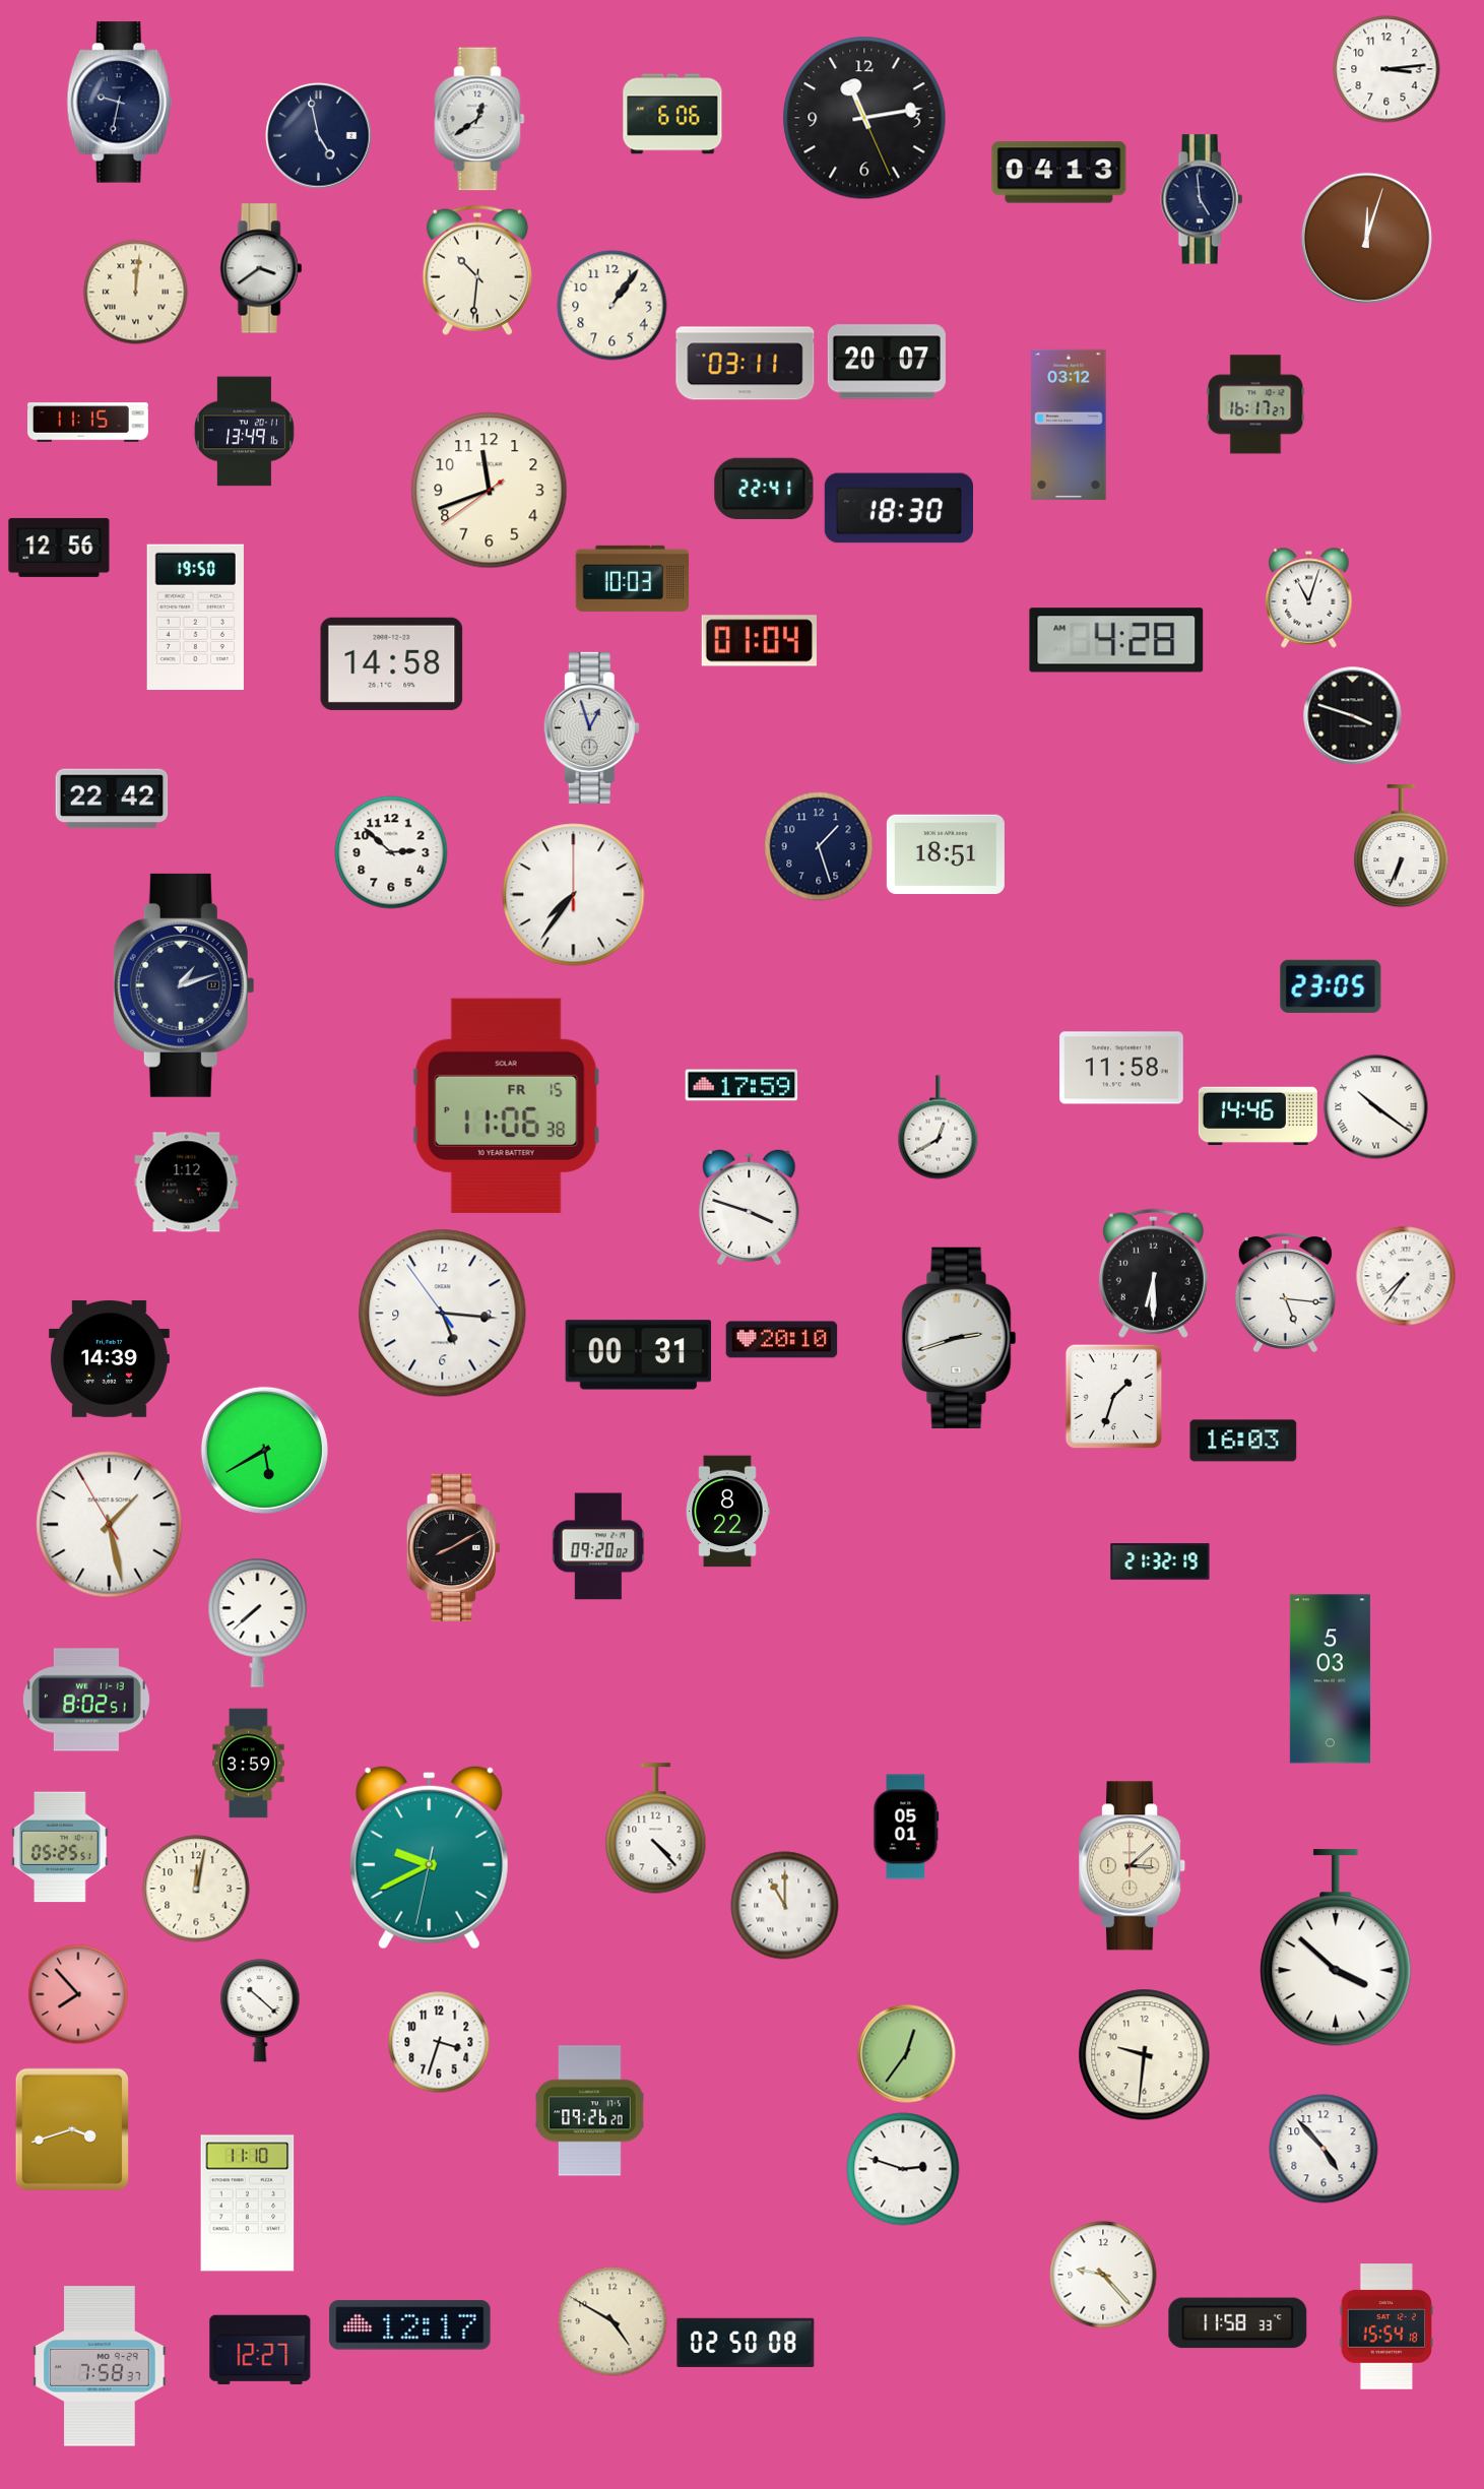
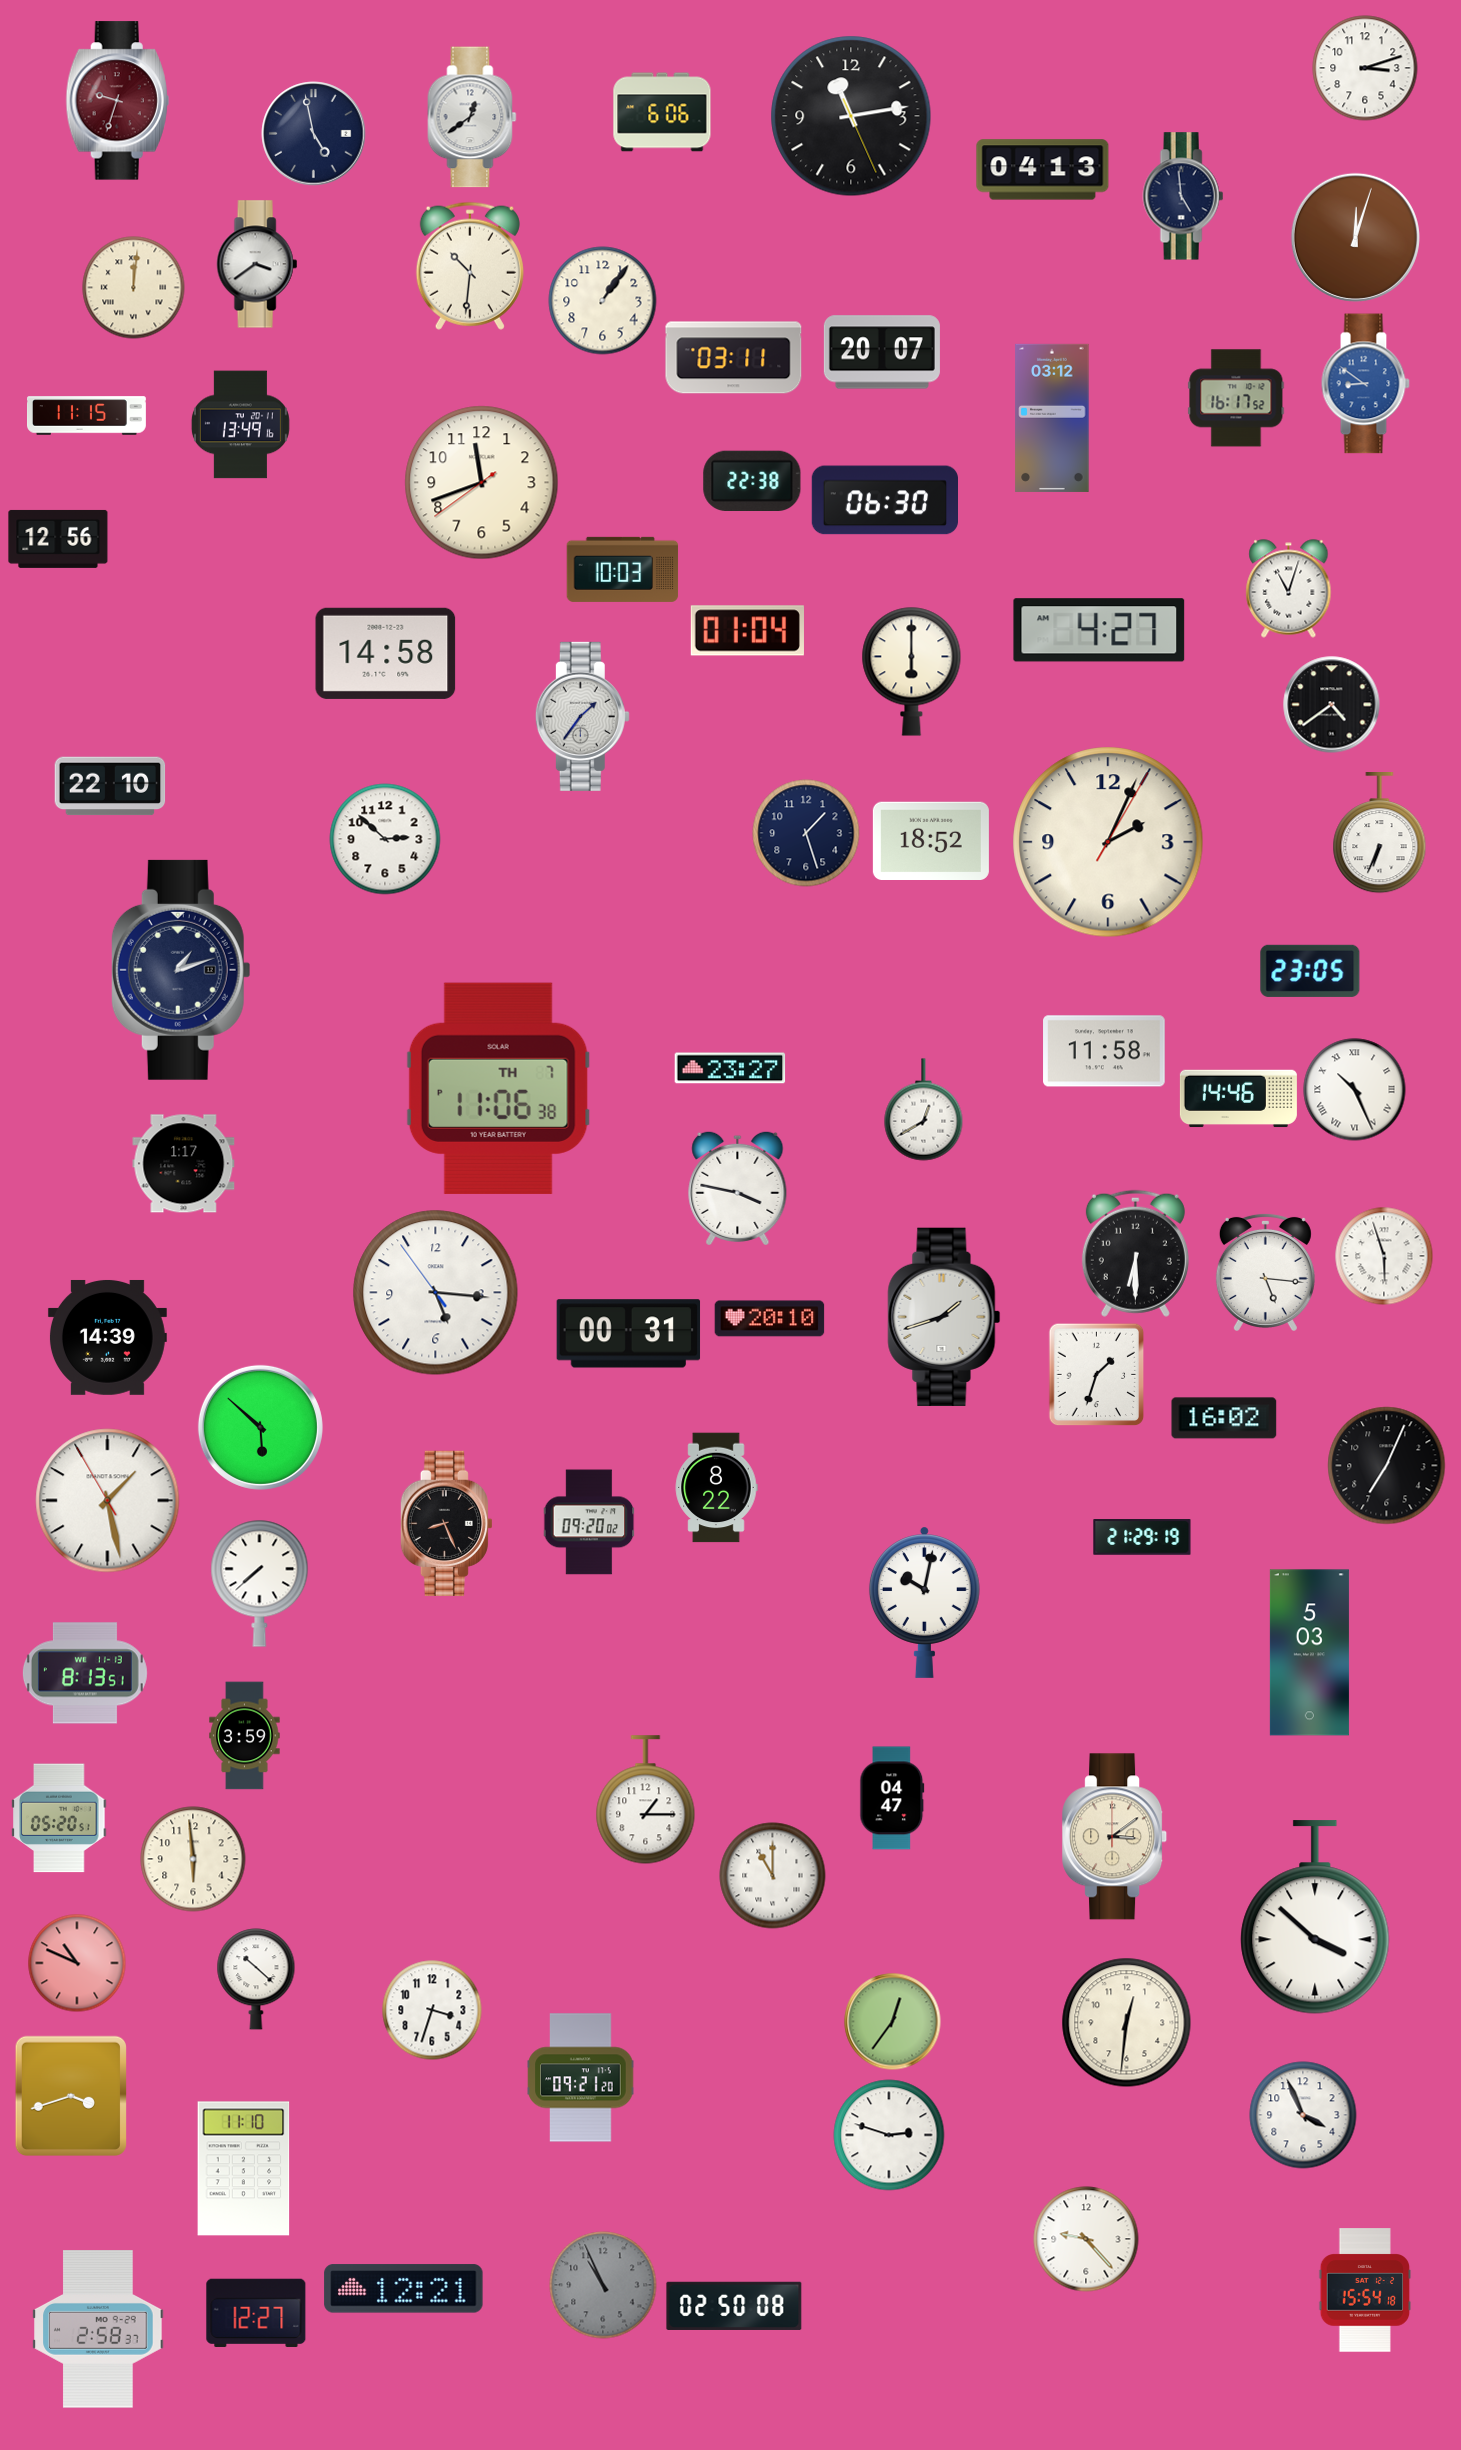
clock at (1386, 69): 3:14 -> 3:12
clock at (119, 103): 9:32 -> 9:33
clock at (119, 103) dial: navy -> burgundy
clock at (1366, 238) position: (1366, 238) -> (1355, 237)
clock at (887, 362) position: (887, 362) -> (882, 352)
clock at (1365, 384): none -> 8:51
clock at (1255, 404): 16:17:27 -> 16:17:52
clock at (764, 489): 22:41 -> 22:38
clock at (898, 508): 18:30 -> 06:30
clock at (195, 618): 19:50 -> none
clock at (1116, 640): 4:28 -> 4:27
clock at (912, 671): none -> 6:00
clock at (1353, 716): 3:48 -> 4:39
clock at (591, 727): 12:57 -> 1:36
clock at (112, 799): 22:42 -> 22:10
clock at (946, 853): 18:51 -> 18:52
clock at (1108, 842): none -> 2:04
clock at (574, 895): 7:36 -> none
clock at (741, 1085): 17:59 -> 23:27
clock at (506, 1105) date: FR 15 -> TH 7
clock at (1376, 1107): 10:21 -> 10:26
clock at (187, 1183): 1:12 -> 1:17
clock at (750, 1207): 3:48 -> 3:47
clock at (1406, 1276): 7:36 -> 5:57
clock at (959, 1338): 2:42 -> 1:42
clock at (1243, 1441): 16:03 -> 16:02
clock at (264, 1450): 5:40 -> 5:52
clock at (1387, 1466): none -> 7:04
clock at (453, 1547): 8:10 -> 8:26
clock at (1160, 1561): 21:32 -> 21:29
clock at (258, 1622) position: (258, 1622) -> (260, 1583)
clock at (924, 1602): none -> 10:02
clock at (86, 1700): 8:02 -> 8:13
clock at (906, 1827): 05:01 -> 04:47
clock at (656, 1829): 4:23 -> 1:15
clock at (60, 1847): 05:25 -> 05:20
clock at (429, 1857): 9:40 -> none
clock at (1133, 1866): 3:08 -> 3:09
clock at (196, 1889): 12:02 -> 5:59
clock at (78, 1994): 7:53 -> 10:49
clock at (1145, 2055): 9:31 -> 12:31
clock at (590, 2111): 09:26 -> 09:21
clock at (1324, 2149): 4:53 -> 3:56
clock at (612, 2321): 4:50 -> 10:56
clock at (612, 2321) dial: cream -> grey
clock at (1238, 2323): 11:58 -> none
clock at (410, 2325): 12:17 -> 12:21
clock at (100, 2366): 7:58 -> 2:58
